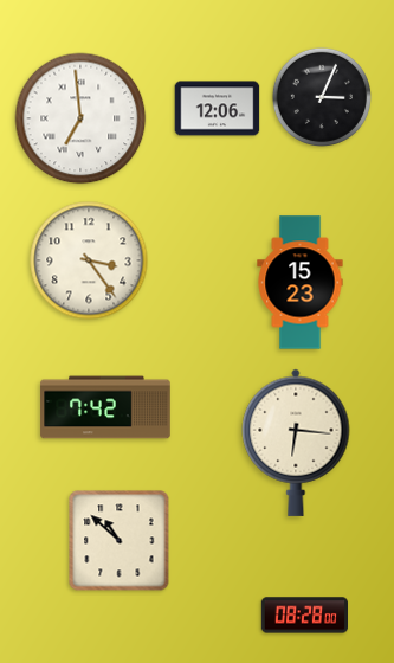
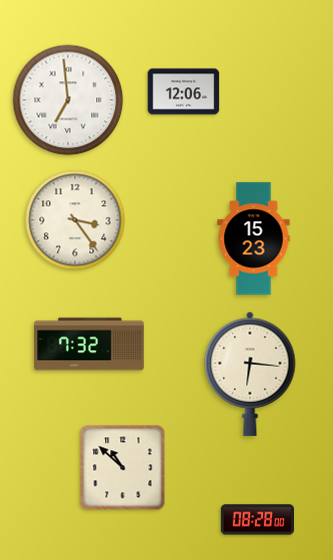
clock at (322, 97): 3:04 -> none
clock at (105, 407): 7:42 -> 7:32
clock at (120, 541) position: (120, 541) -> (123, 468)
